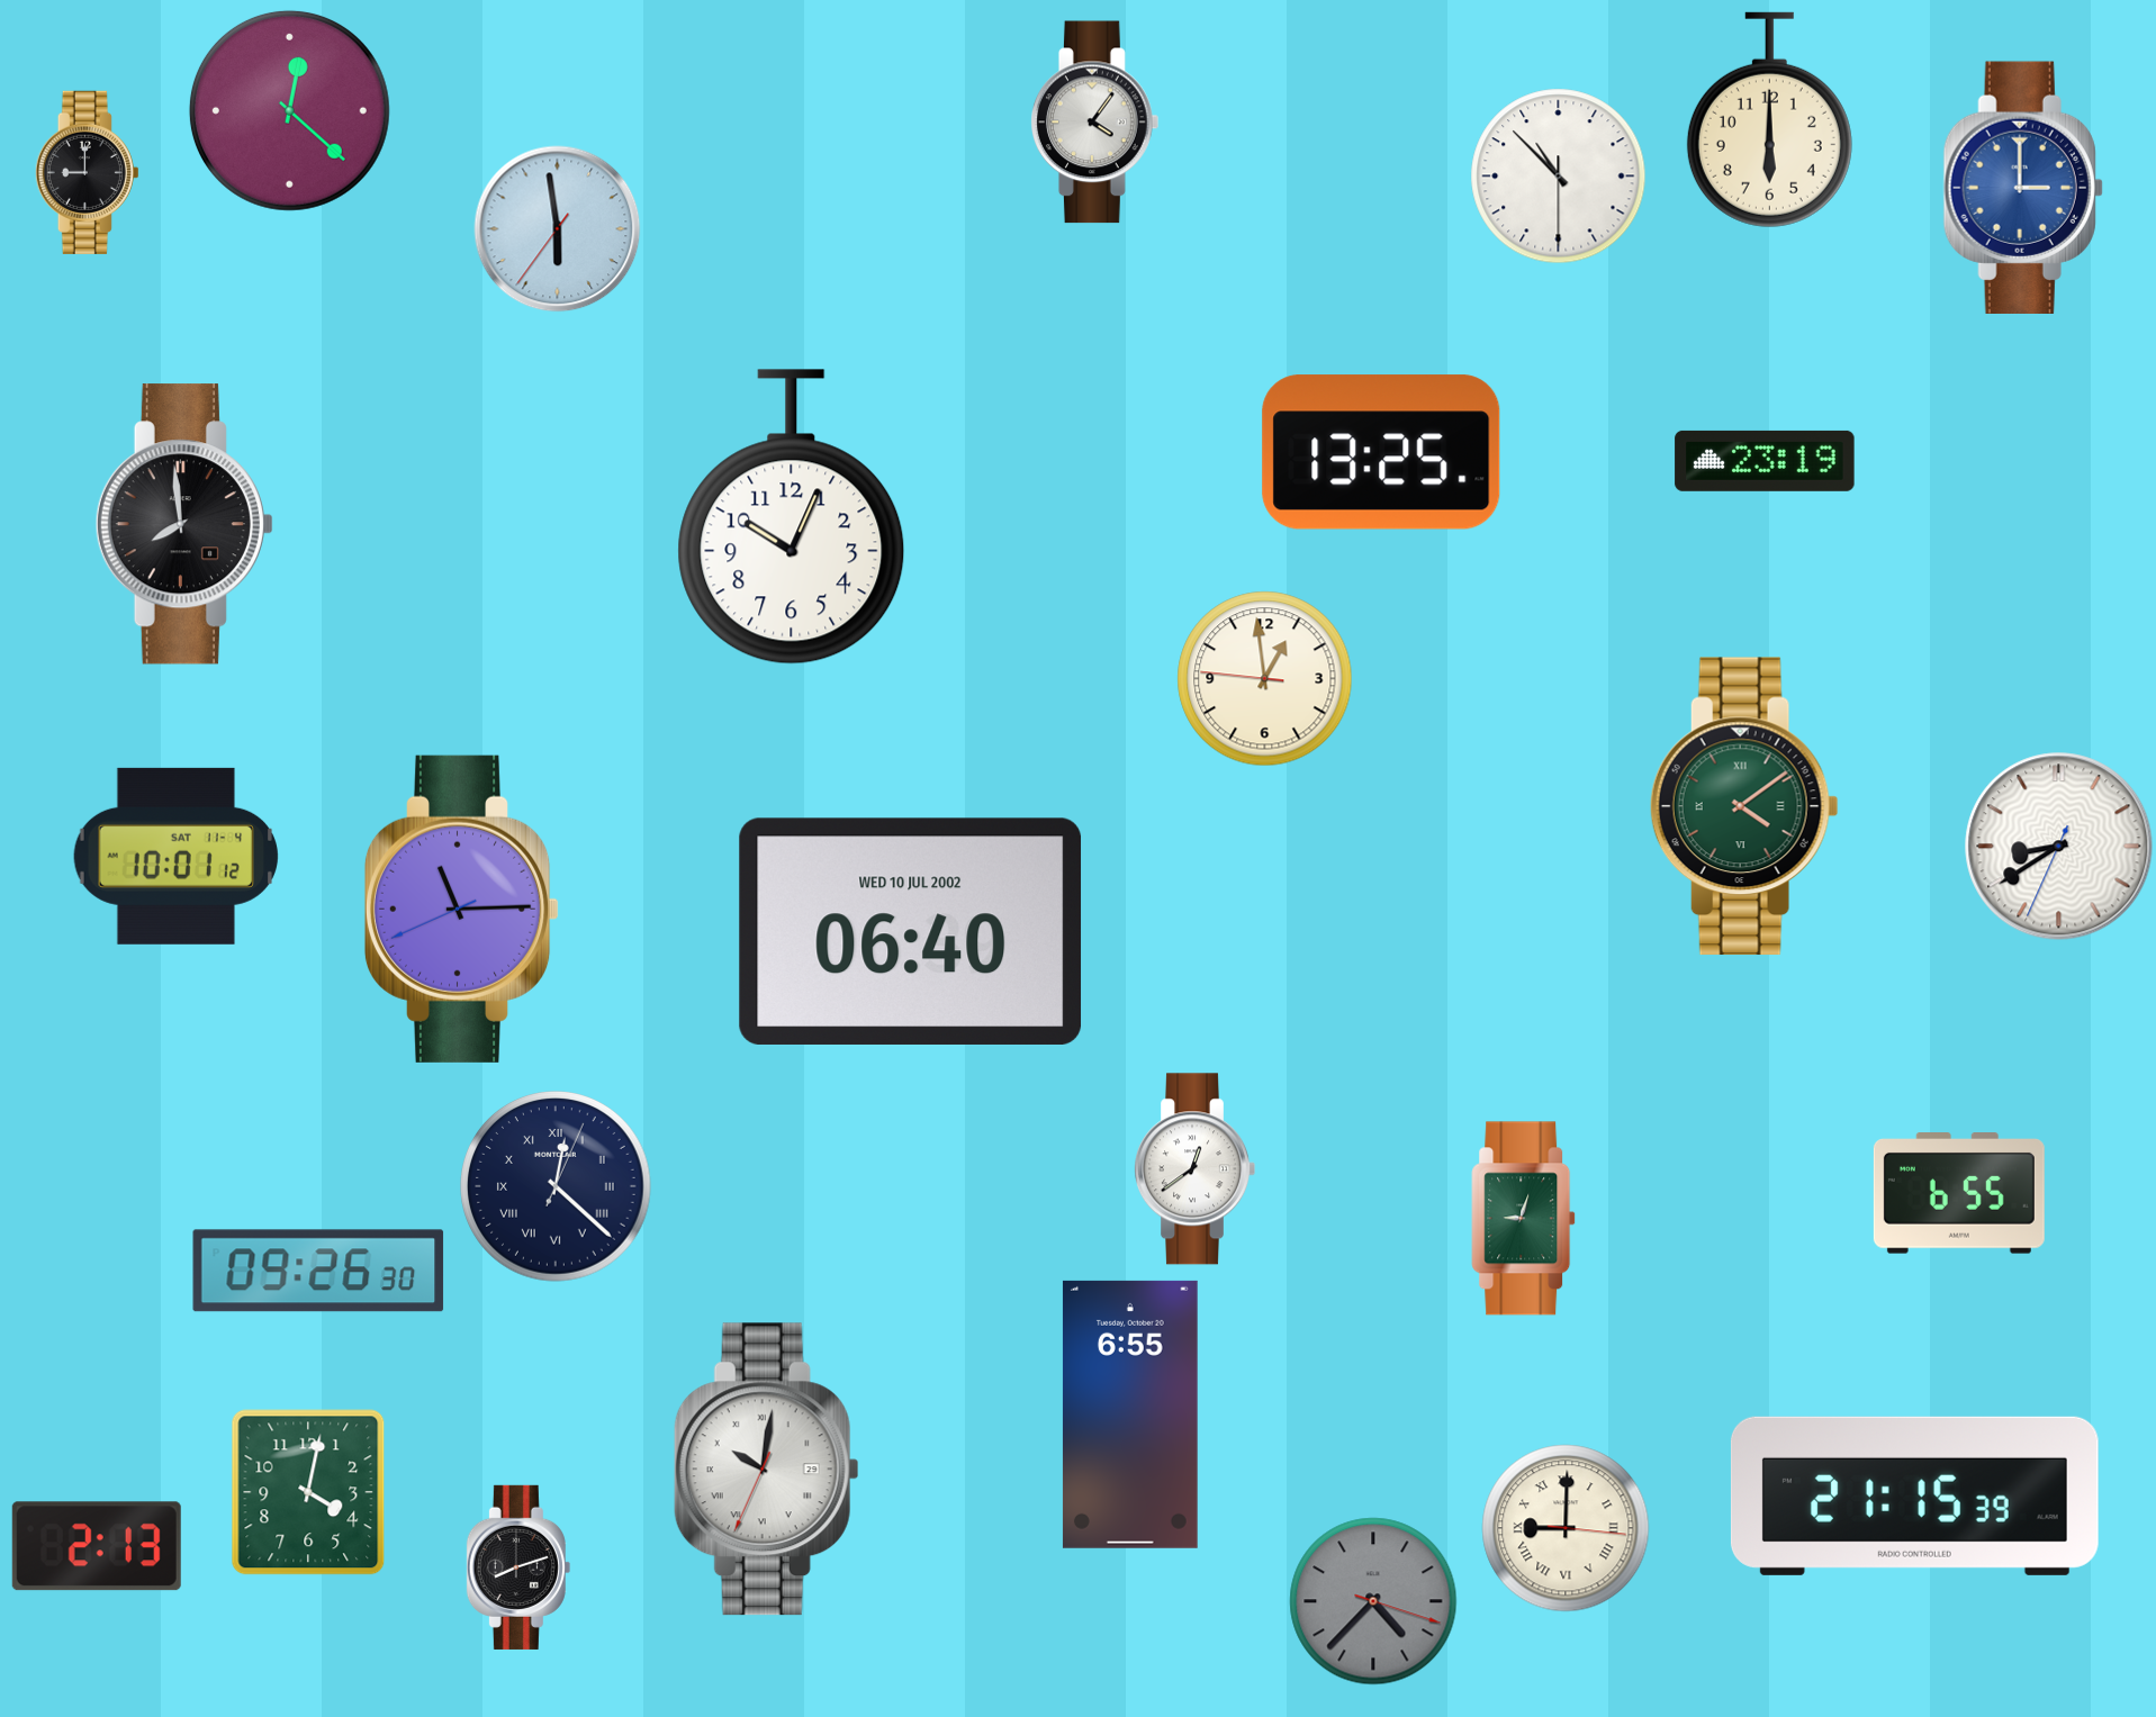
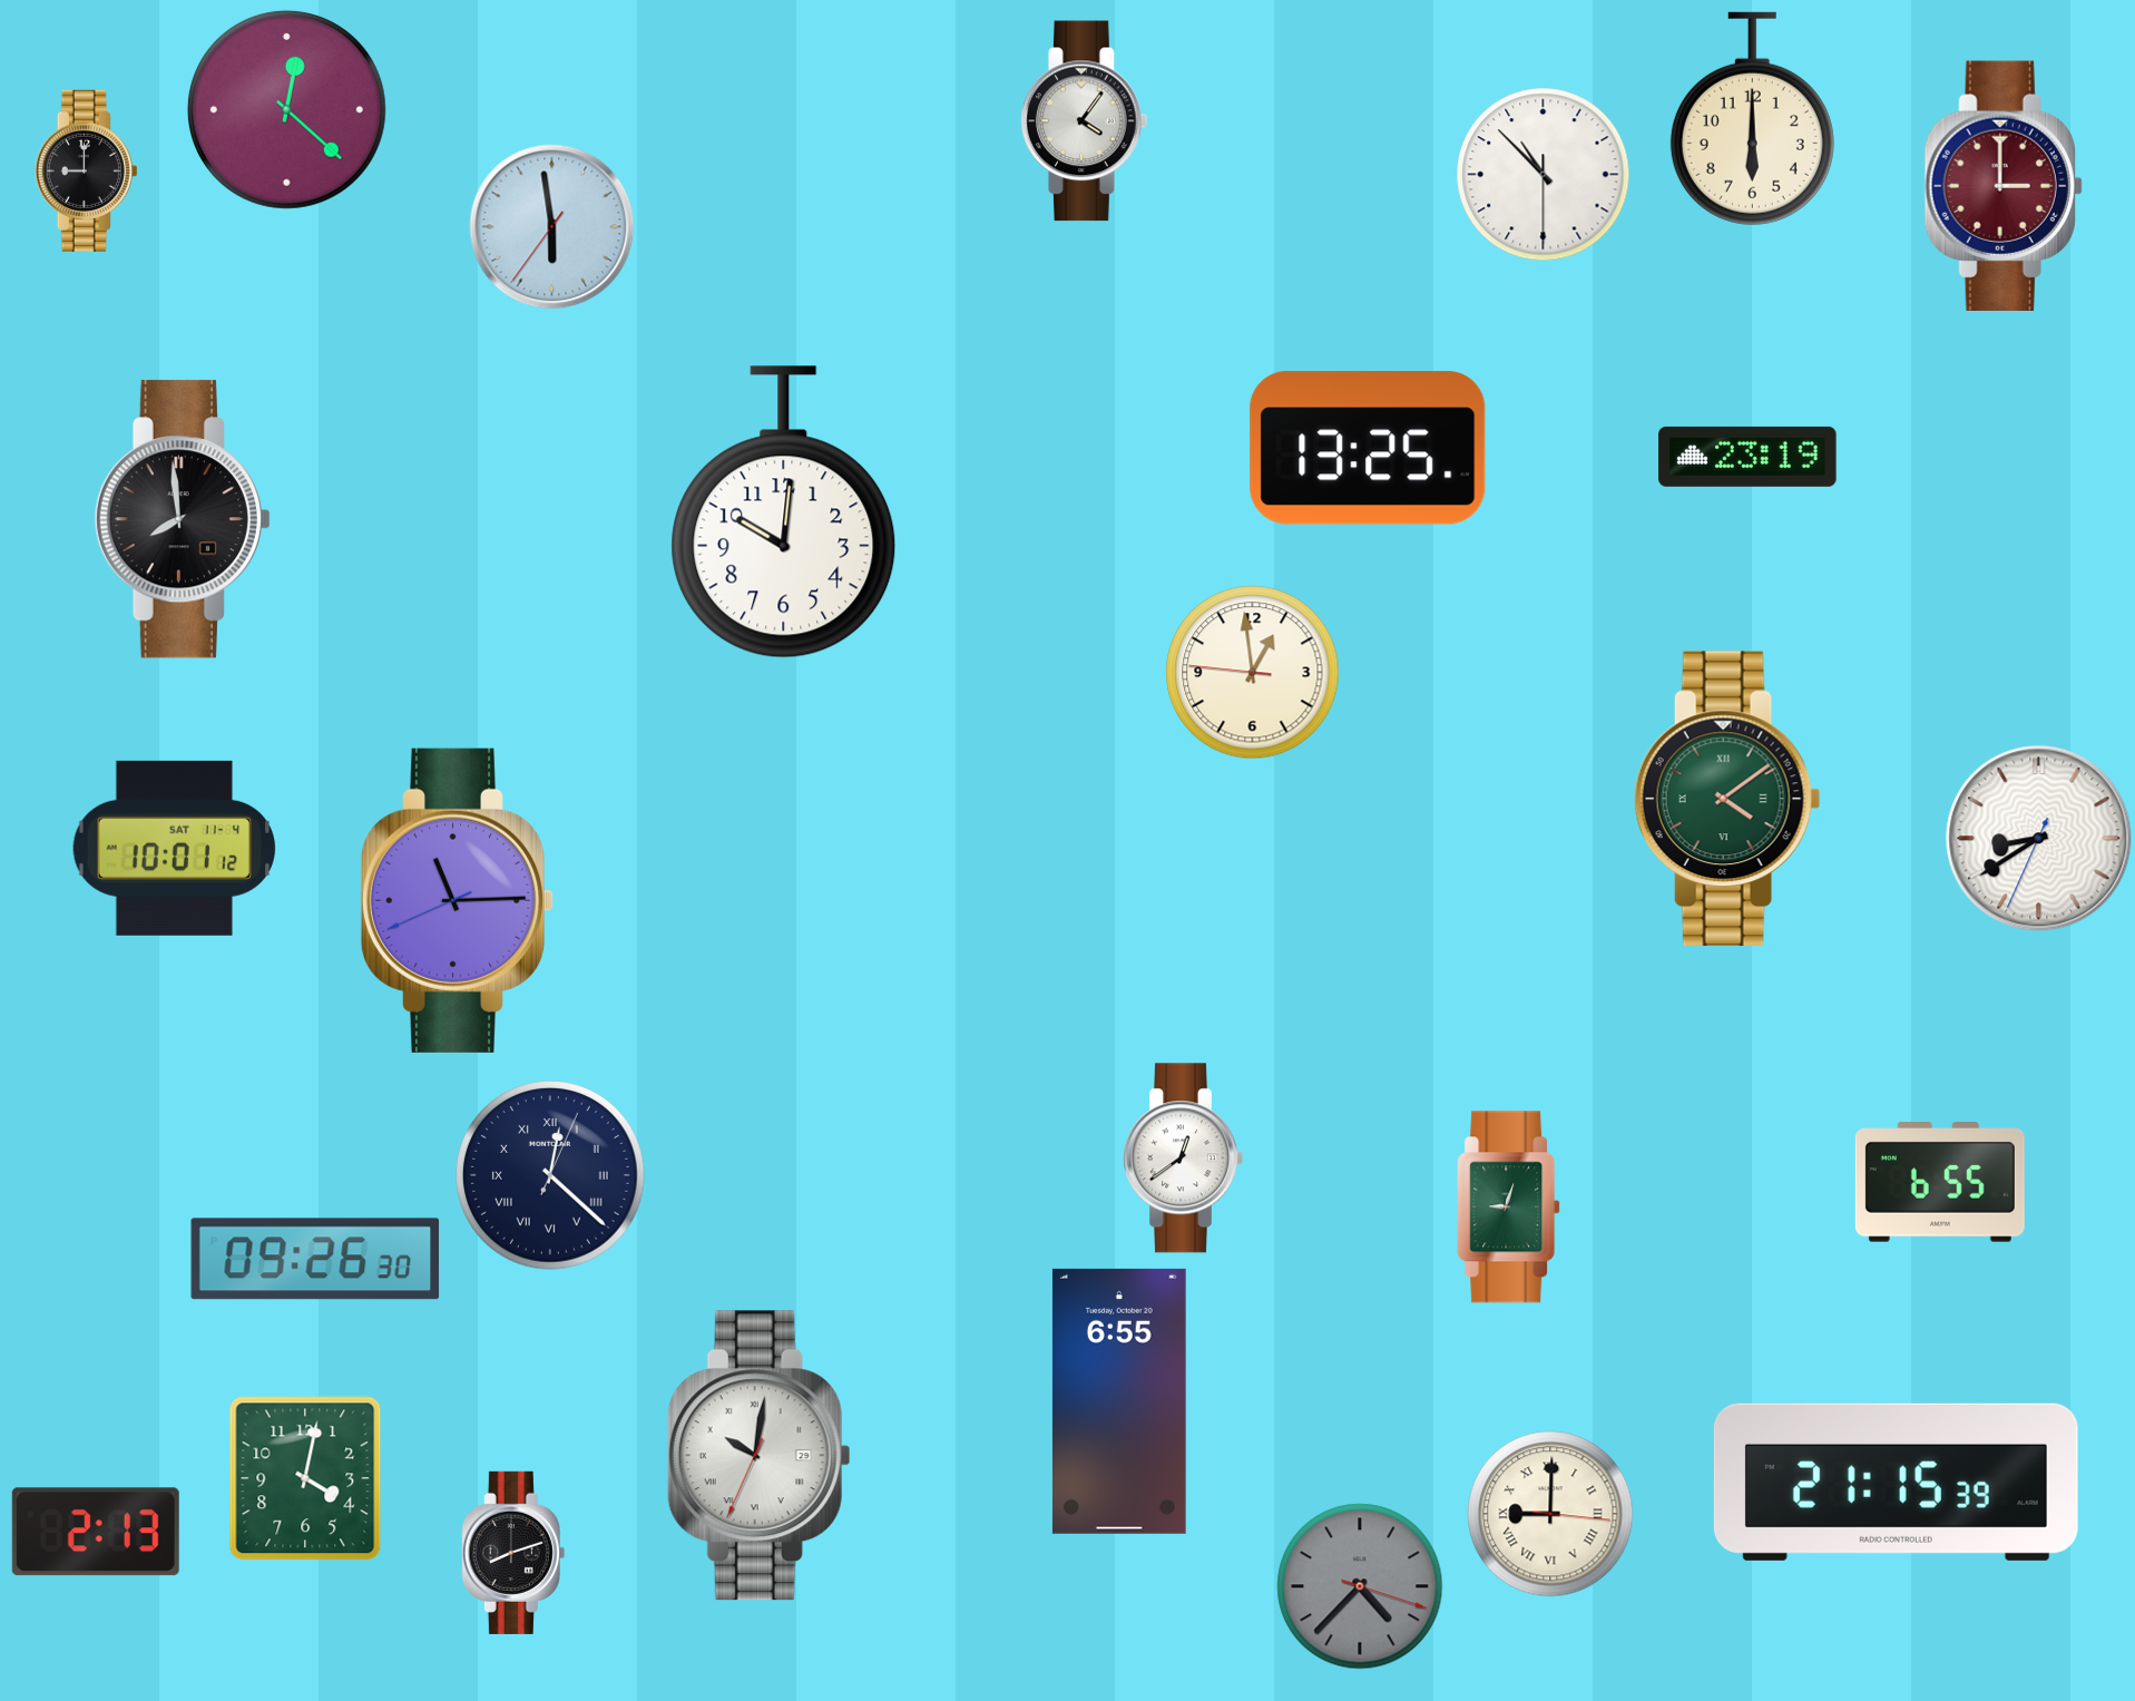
clock at (2023, 188) dial: blue -> burgundy
clock at (792, 517): 10:04 -> 10:01
clock at (911, 931): 06:40 -> none
